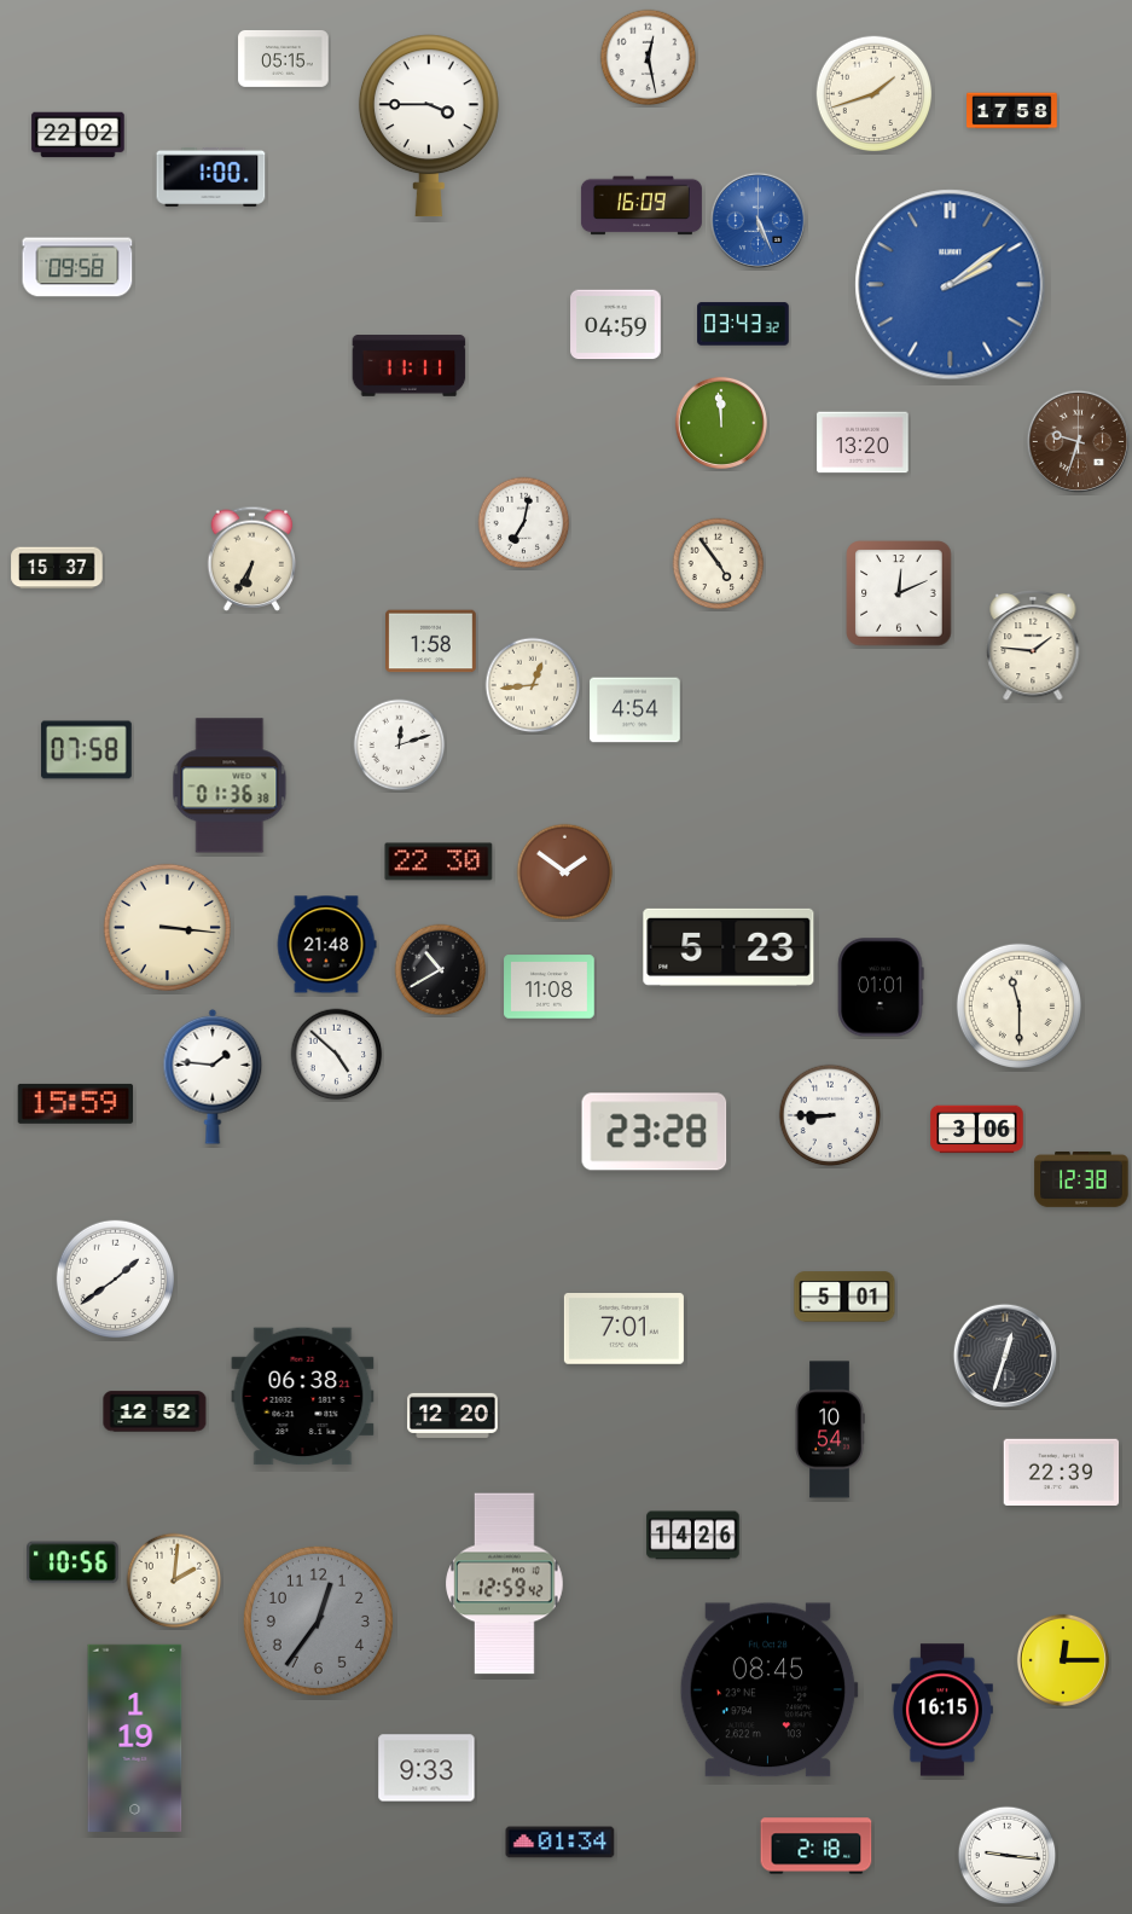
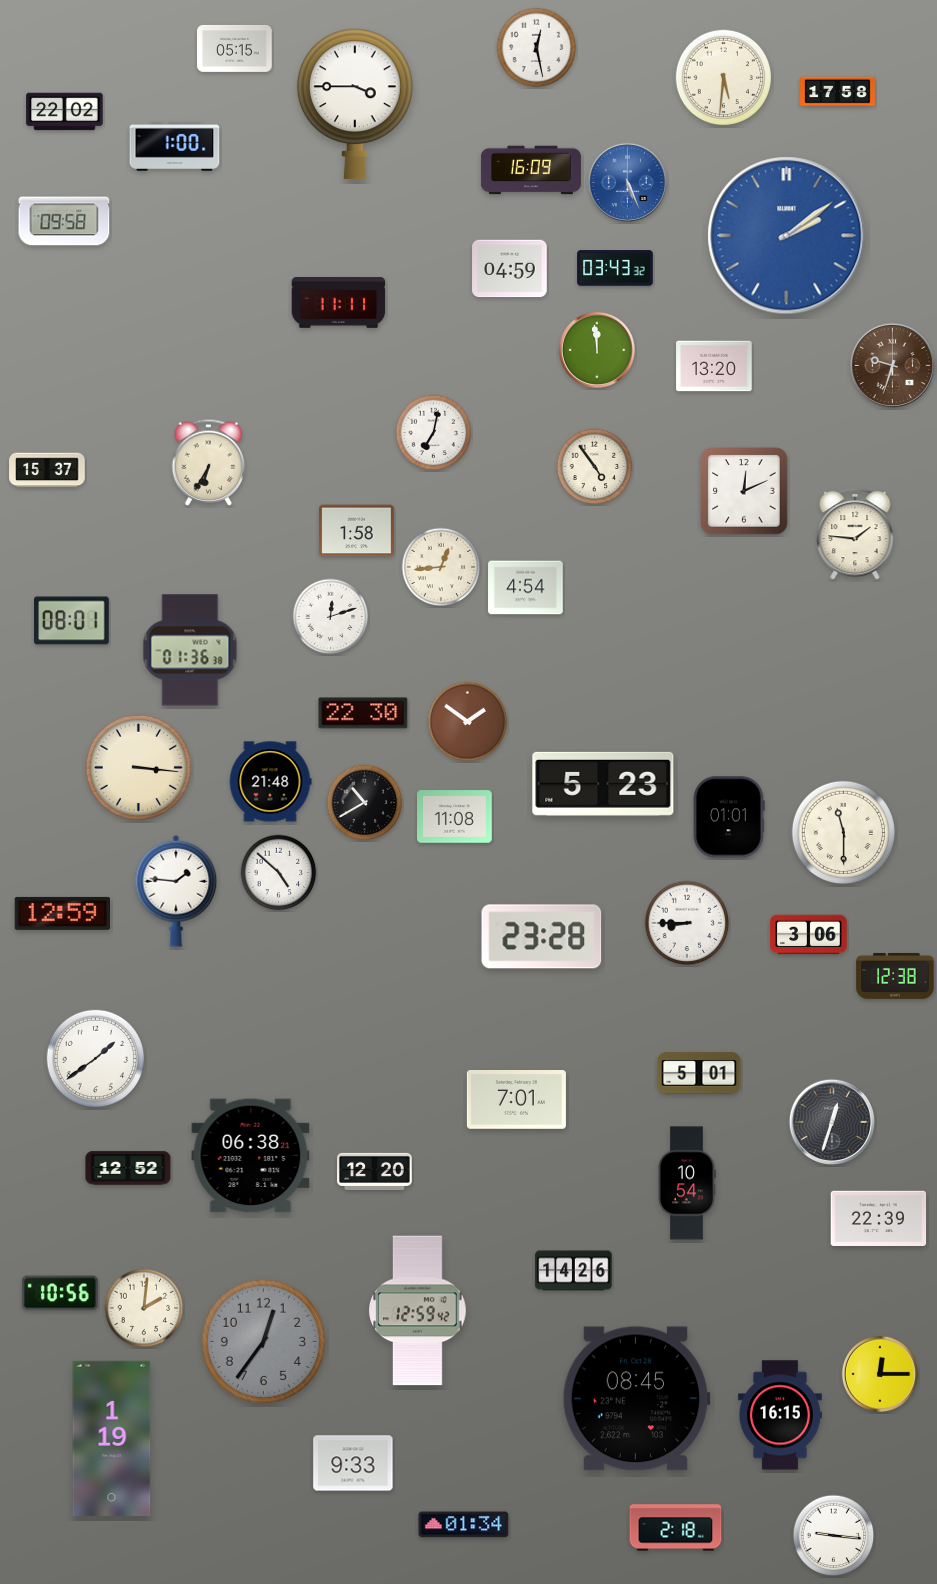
clock at (875, 94): 1:42 -> 5:31
clock at (87, 750): 07:58 -> 08:01
clock at (76, 1103): 15:59 -> 12:59
